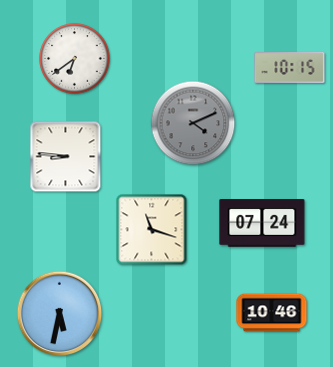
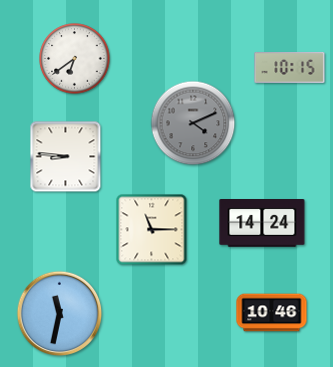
clock at (262, 224): 07:24 -> 14:24
clock at (152, 230): 11:18 -> 11:15
clock at (60, 314): 5:32 -> 11:32
